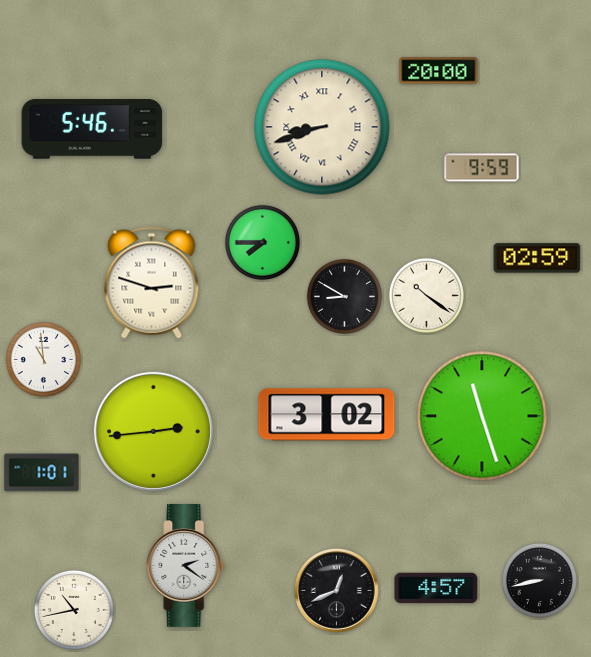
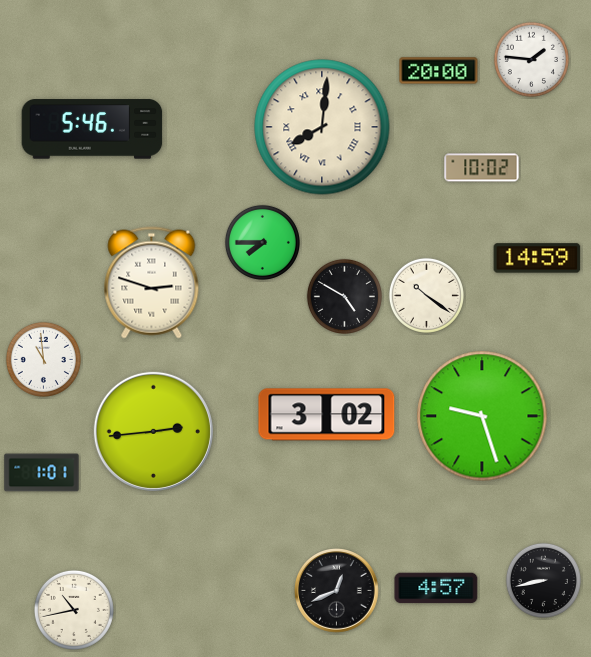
clock at (531, 59): none -> 1:46
clock at (322, 127): 8:42 -> 8:01
clock at (482, 168): 9:59 -> 10:02
clock at (537, 258): 02:59 -> 14:59
clock at (344, 296): 8:50 -> 4:50
clock at (482, 416): 11:27 -> 9:27
clock at (186, 566): 2:21 -> none
clock at (539, 580) position: (539, 580) -> (543, 580)
